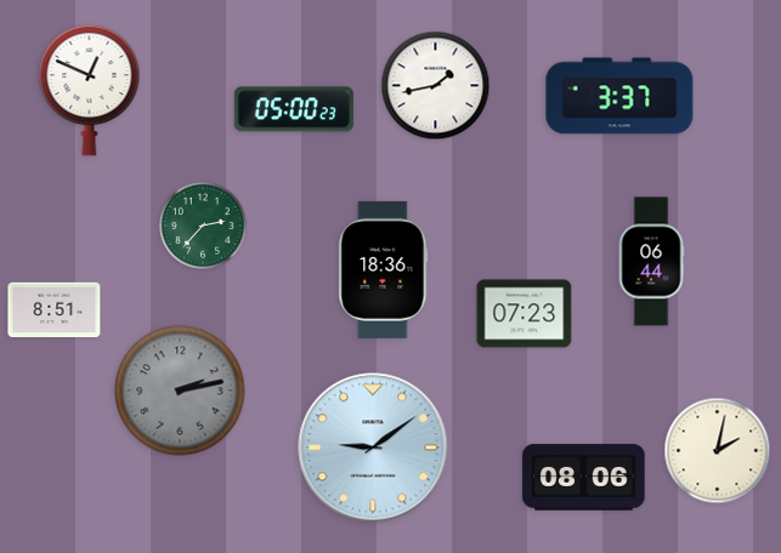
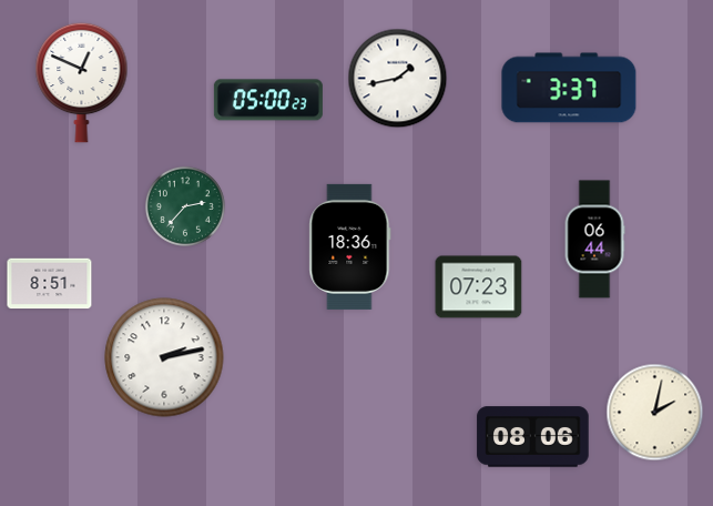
clock at (619, 96) position: (619, 96) -> (569, 88)
clock at (180, 390) dial: grey -> white
clock at (373, 447): 9:09 -> none
